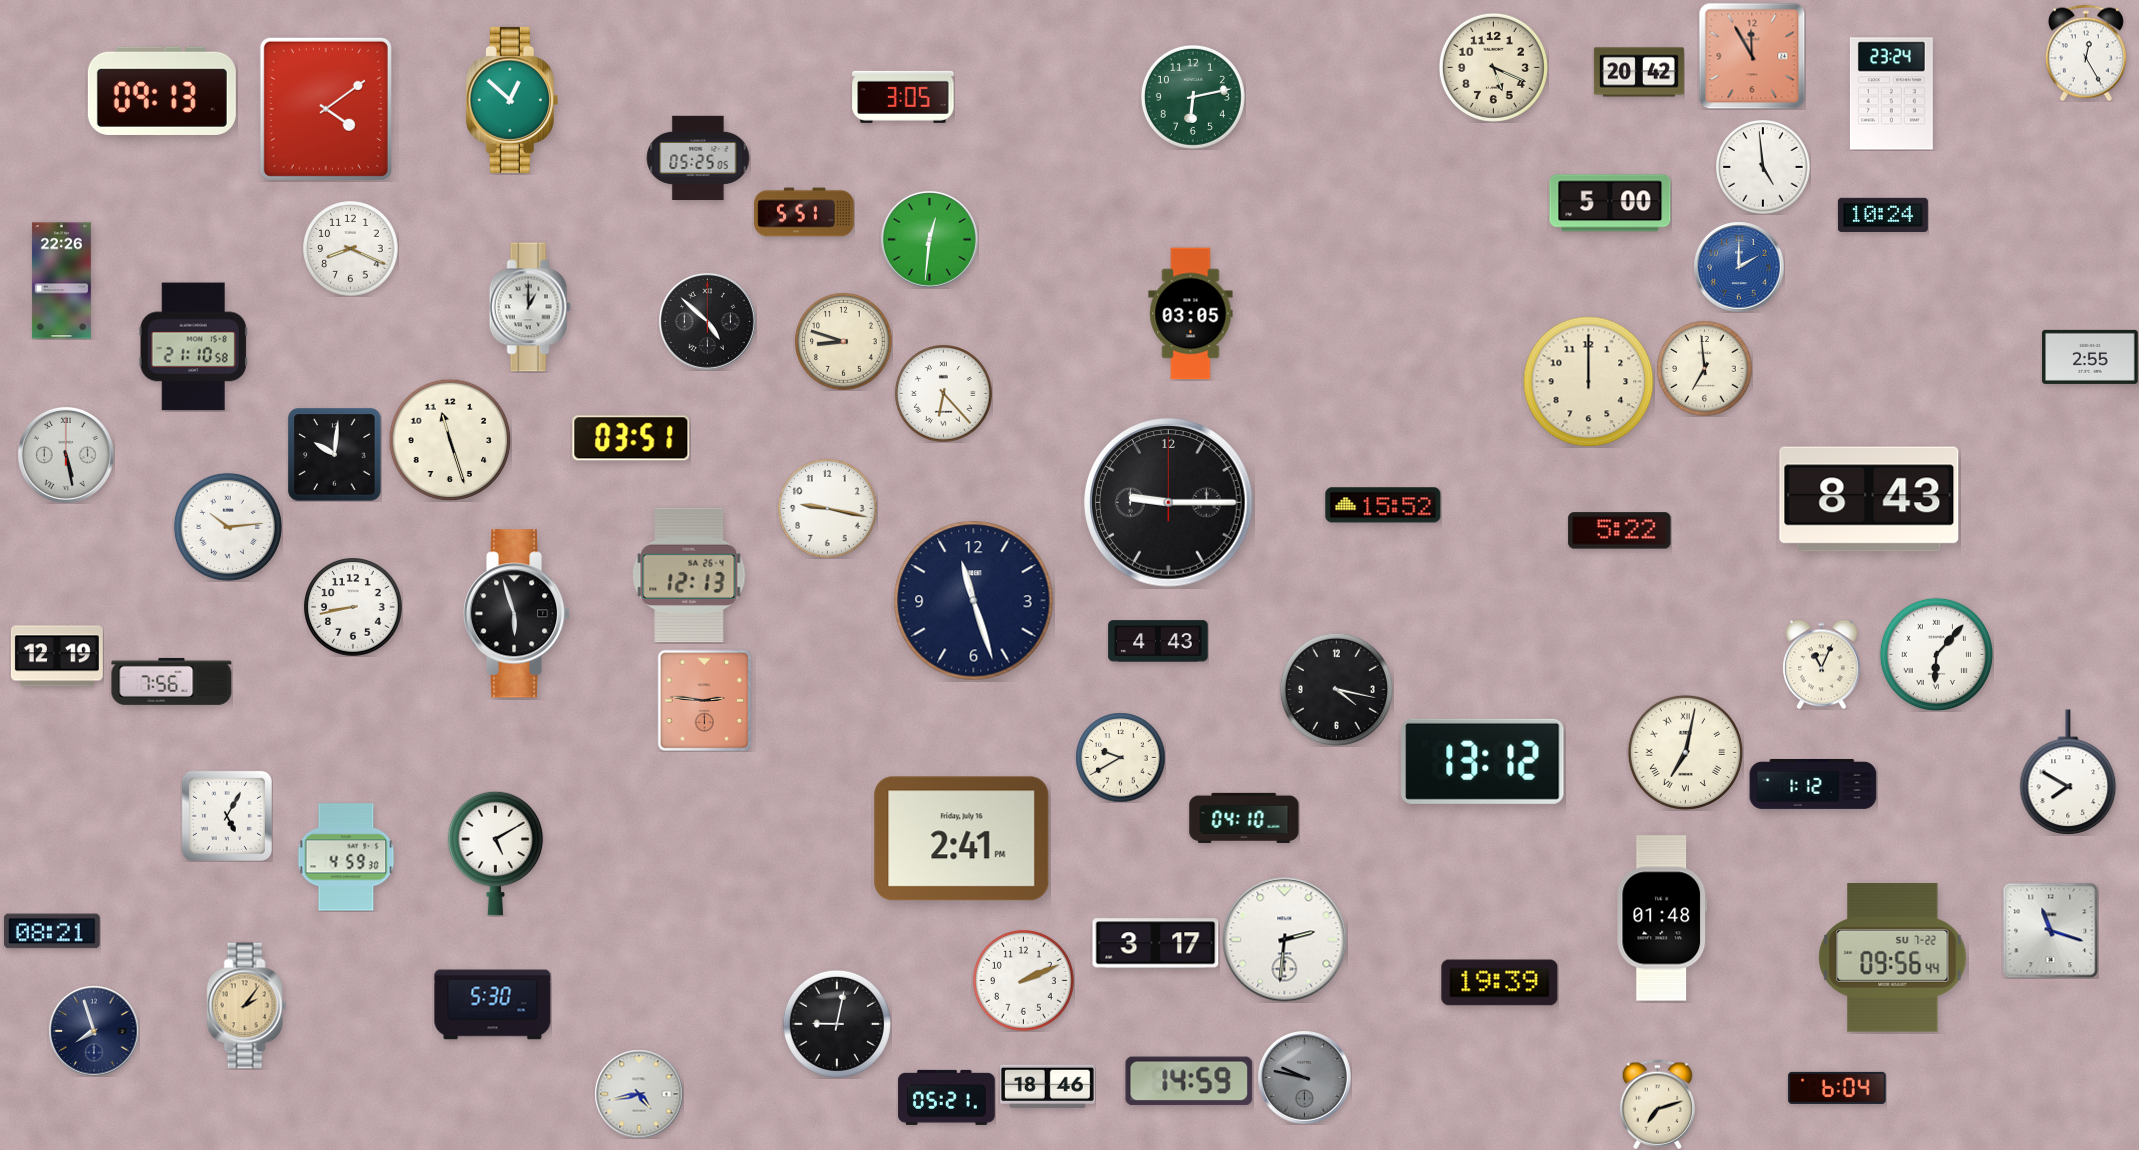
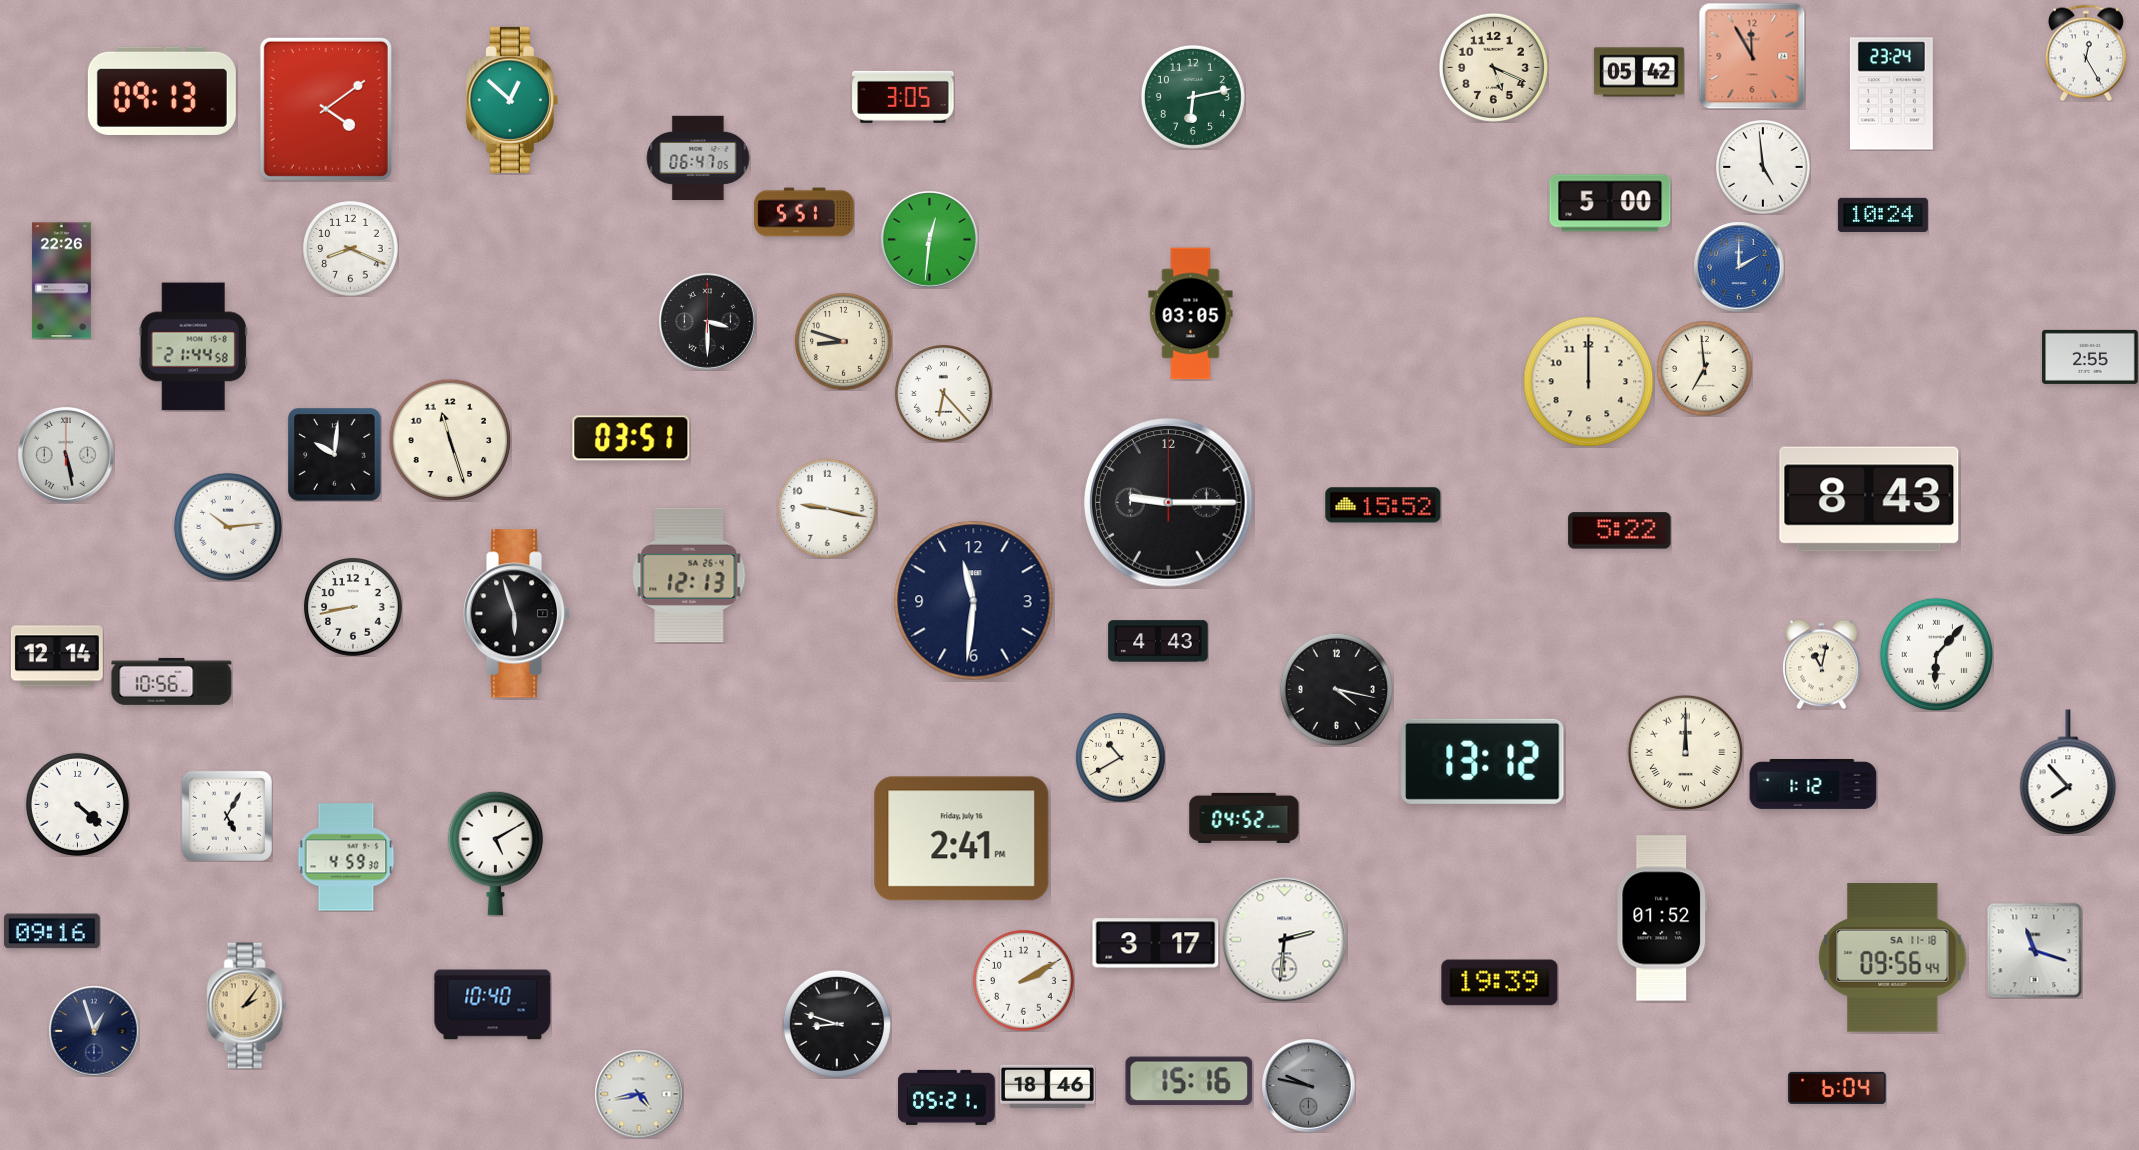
clock at (1639, 72): 20:42 -> 05:42
clock at (698, 158): 05:25 -> 06:47
clock at (530, 307): 1:00 -> none
clock at (707, 321): 4:52 -> 3:30
clock at (193, 347): 21:10 -> 21:44
clock at (974, 601): 11:27 -> 11:31
clock at (57, 656): 12:19 -> 12:14
clock at (1822, 664): 11:04 -> 11:02
clock at (172, 681): 7:56 -> 10:56
clock at (705, 700): 2:46 -> none
clock at (1685, 752): 7:02 -> 12:00
clock at (1120, 757): 9:40 -> 10:40
clock at (2068, 772): 7:50 -> 7:53
clock at (77, 804): none -> 4:22
clock at (1244, 818): 04:10 -> 04:52
clock at (1662, 918): 01:48 -> 01:52
clock at (2050, 930) position: (2050, 930) -> (2034, 950)
clock at (53, 931): 08:21 -> 09:16
clock at (1893, 958) date: SU 7-22 -> SA 11-18
clock at (1023, 980): 2:11 -> 2:10
clock at (493, 1005): 5:30 -> 10:40
clock at (837, 1024): 9:02 -> 8:48
clock at (94, 1031): 7:57 -> 12:57
clock at (1304, 1077) position: (1304, 1077) -> (1308, 1085)
clock at (1189, 1081): 14:59 -> 15:16
clock at (1657, 1104): 7:12 -> none
